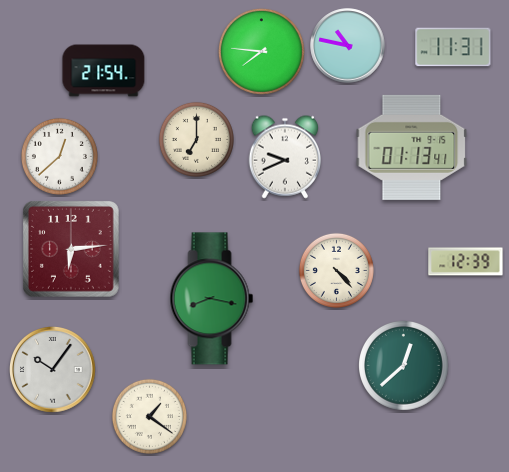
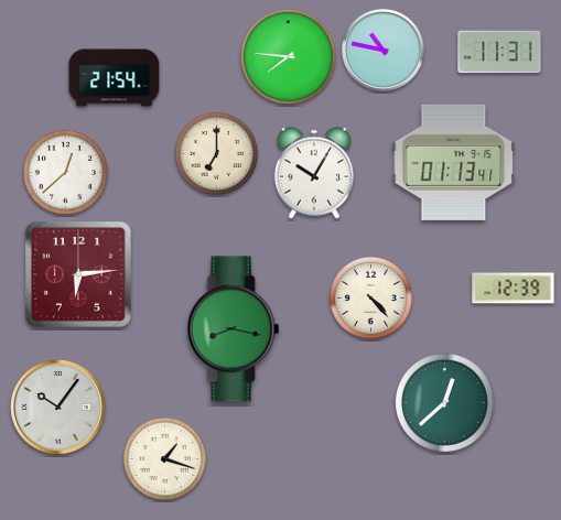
clock at (284, 157): 9:41 -> 10:05
clock at (149, 416): 1:21 -> 1:18
